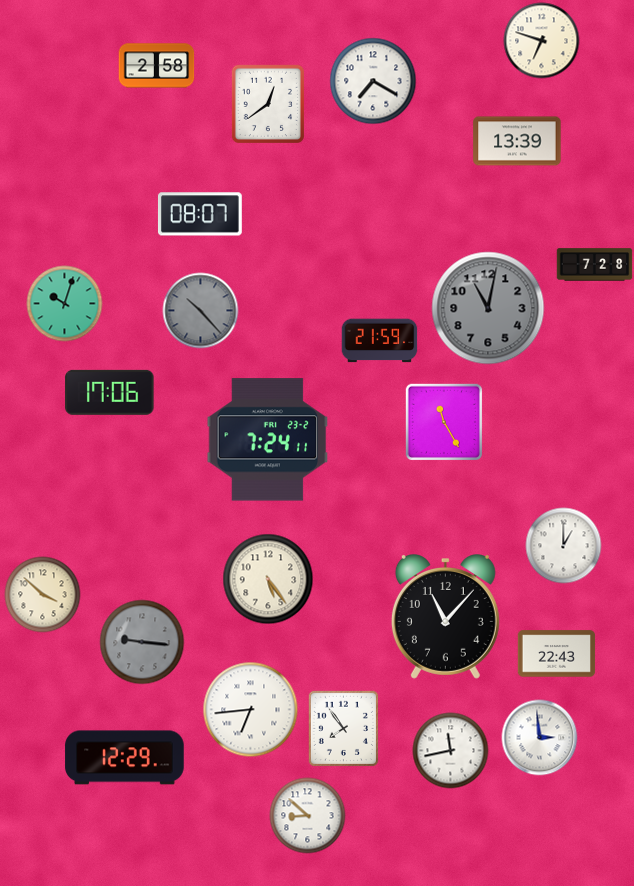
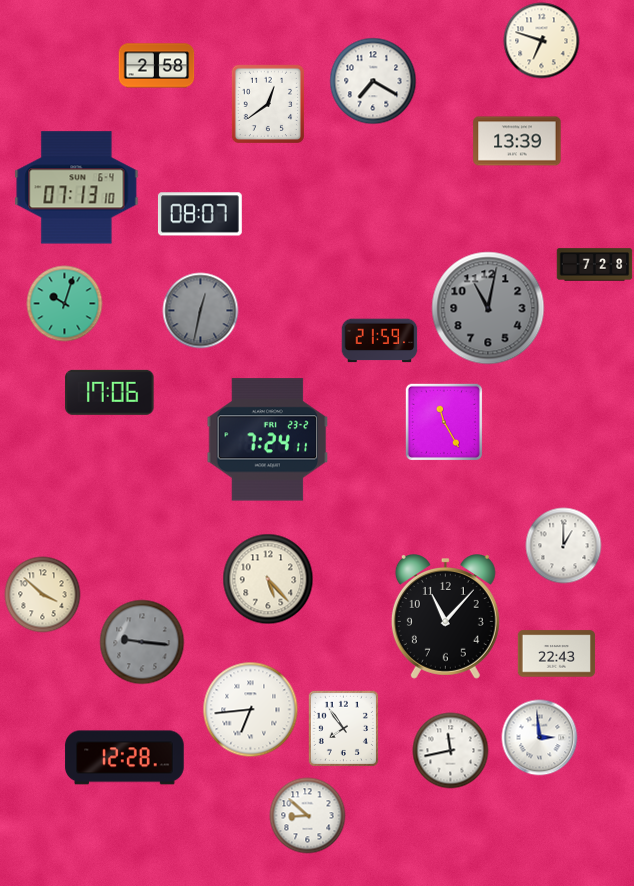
clock at (77, 188): none -> 07:13
clock at (201, 311): 10:23 -> 12:32
clock at (268, 579): 5:24 -> 5:23
clock at (125, 758): 12:29 -> 12:28
